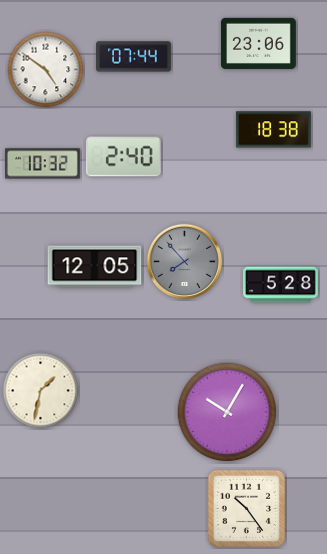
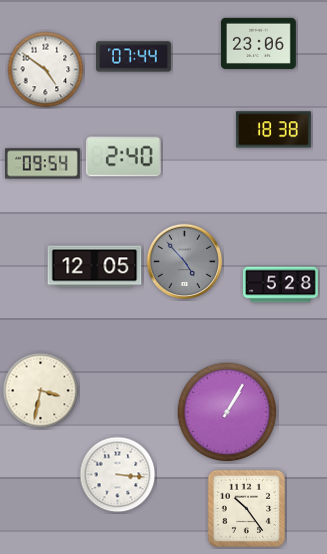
clock at (43, 164): 10:32 -> 09:54
clock at (185, 262): 7:53 -> 4:53
clock at (41, 391): 1:32 -> 3:32
clock at (227, 412): 10:05 -> 1:05
clock at (118, 475): none -> 3:16
